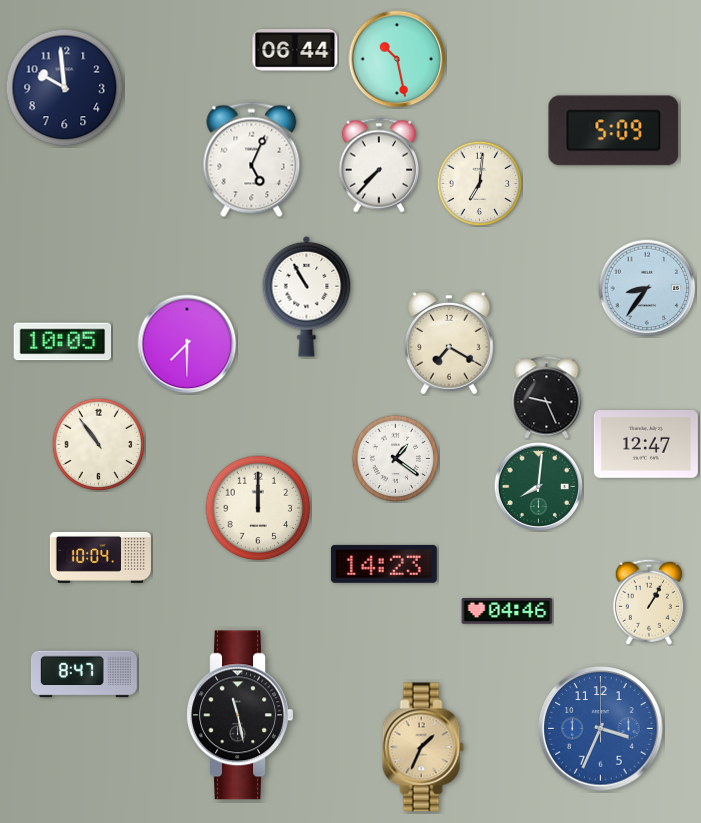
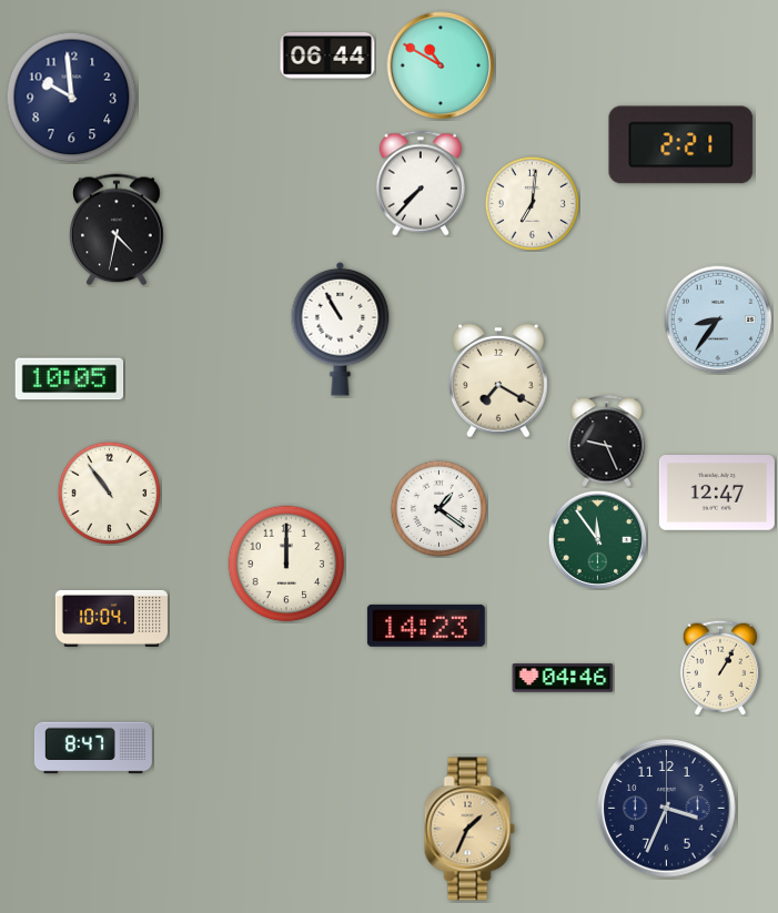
clock at (397, 59): 10:28 -> 10:50
clock at (614, 131): 5:09 -> 2:21
clock at (252, 160): 5:04 -> none
clock at (117, 230): none -> 4:32
clock at (187, 344): 7:30 -> none
clock at (538, 486): 8:01 -> 11:54
clock at (240, 715): 11:28 -> none
clock at (601, 729) dial: blue -> navy
